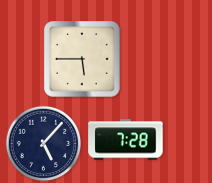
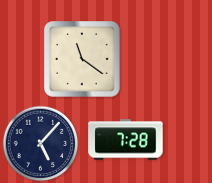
clock at (82, 59): 5:45 -> 11:21
clock at (44, 144) position: (44, 144) -> (41, 144)
